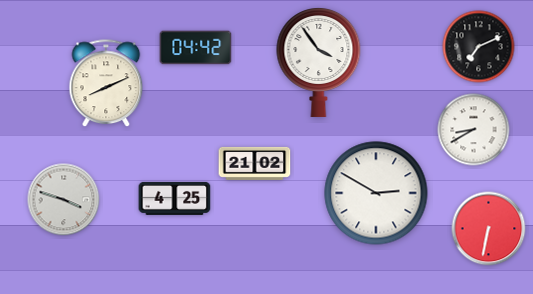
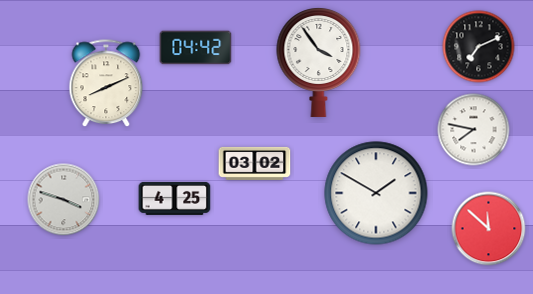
clock at (474, 130): 8:40 -> 7:47
clock at (255, 163): 21:02 -> 03:02
clock at (376, 193): 2:50 -> 1:50
clock at (489, 229): 6:32 -> 11:52
